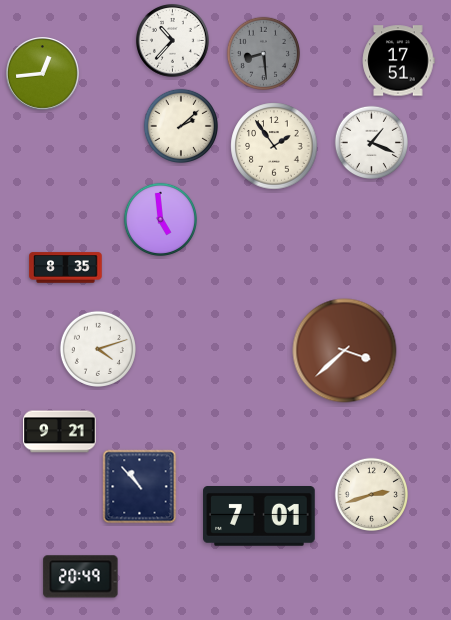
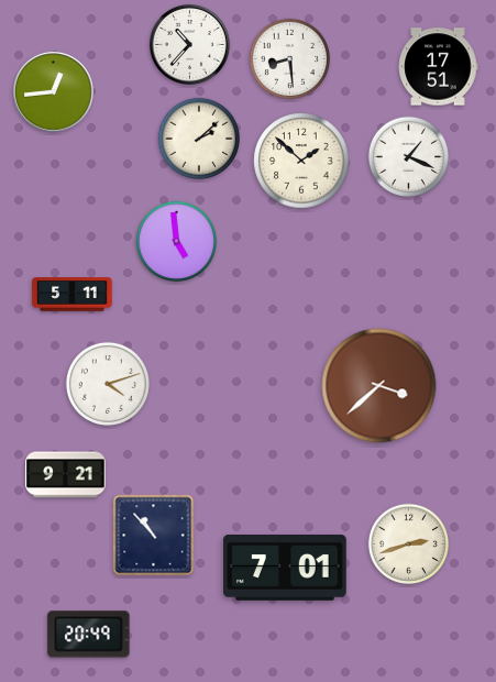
clock at (263, 53) dial: grey -> white
clock at (43, 74) position: (43, 74) -> (54, 92)
clock at (274, 146): 1:54 -> 1:52
clock at (66, 268): 8:35 -> 5:11
